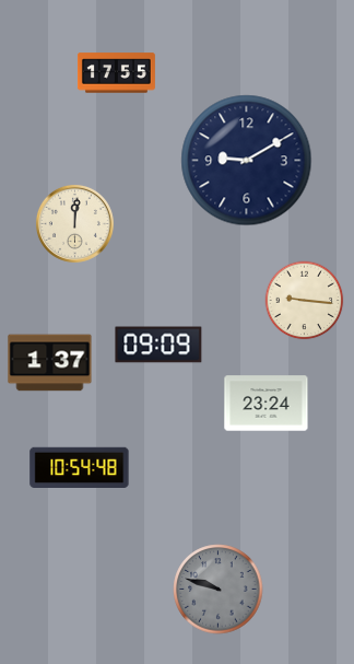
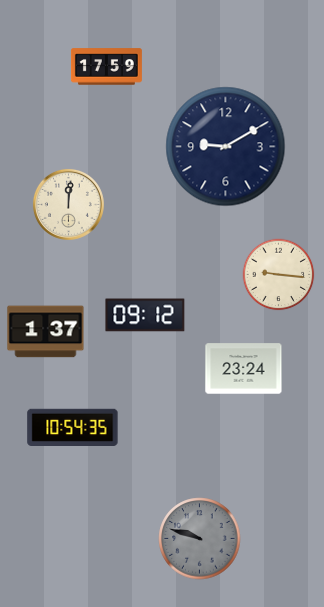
clock at (116, 73): 17:55 -> 17:59
clock at (158, 345): 09:09 -> 09:12
clock at (80, 467): 10:54:48 -> 10:54:35
